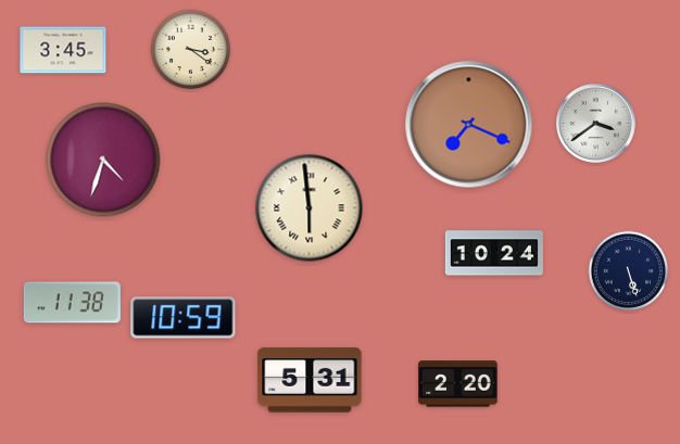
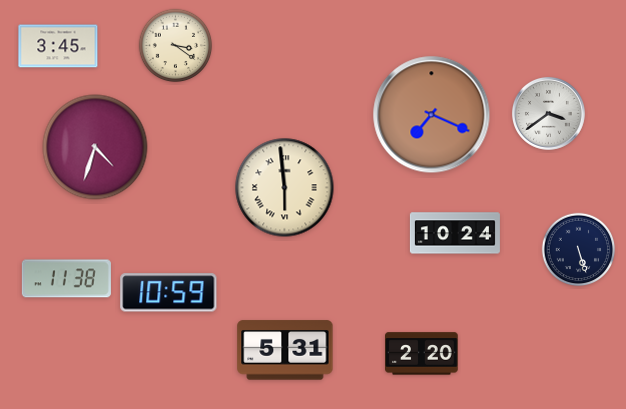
clock at (310, 208) position: (310, 208) -> (285, 188)
